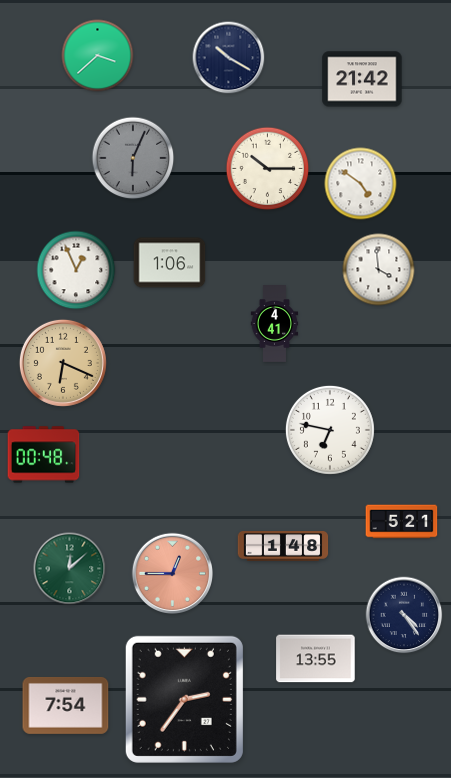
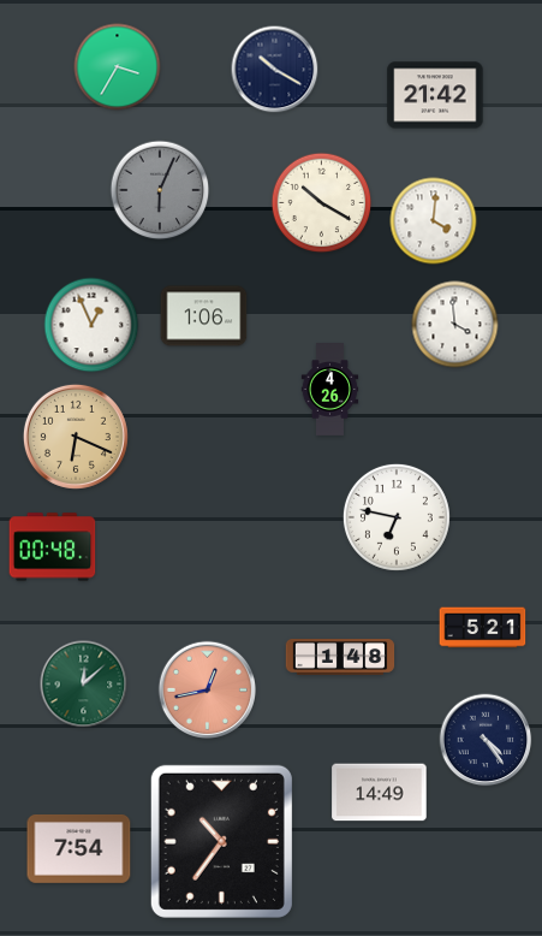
clock at (98, 56): 3:38 -> 3:35
clock at (268, 169): 10:15 -> 10:20
clock at (361, 184): 4:51 -> 4:01
clock at (275, 324): 4:41 -> 4:26
clock at (173, 574): 12:45 -> 12:43
clock at (316, 659): 13:55 -> 14:49
clock at (184, 699): 2:36 -> 10:36
